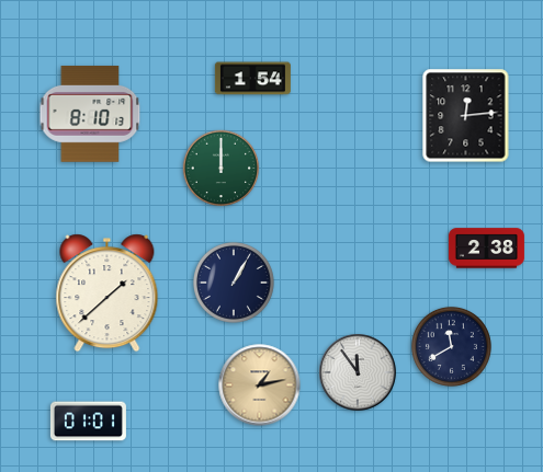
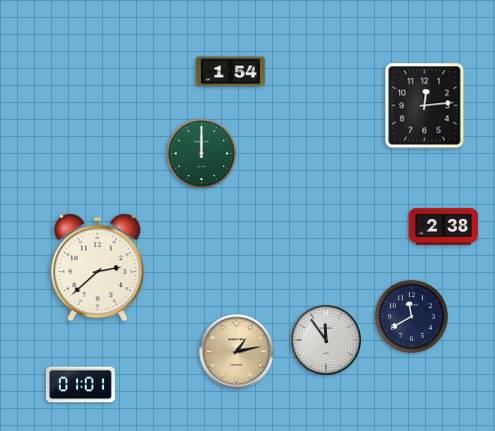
clock at (90, 114): 8:10 -> none
clock at (235, 284): 1:05 -> none
clock at (108, 293): 1:38 -> 2:38
